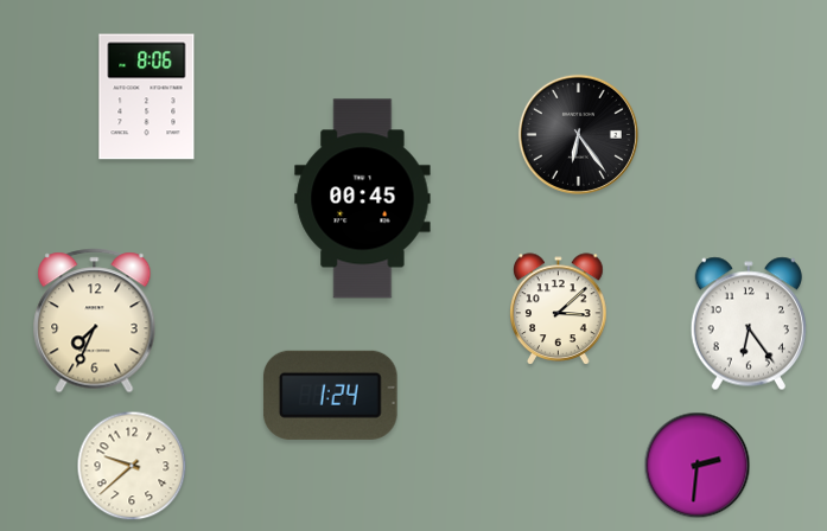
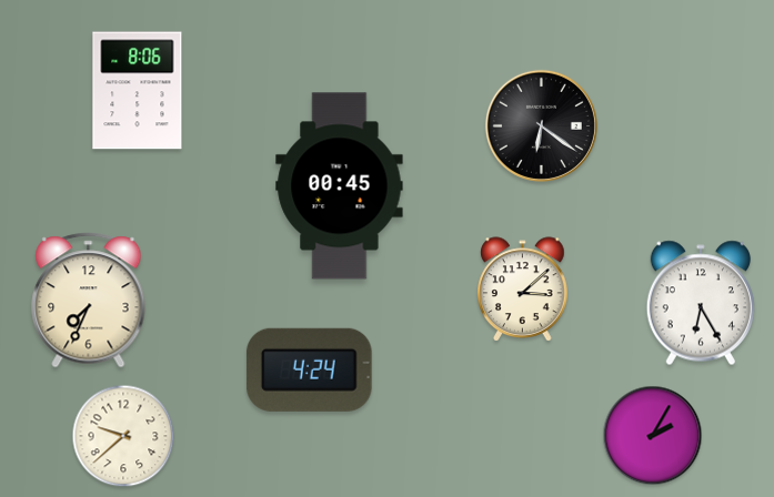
clock at (578, 134): 6:24 -> 6:21
clock at (749, 324): 6:24 -> 6:25
clock at (330, 395): 1:24 -> 4:24
clock at (698, 466): 2:31 -> 2:05
